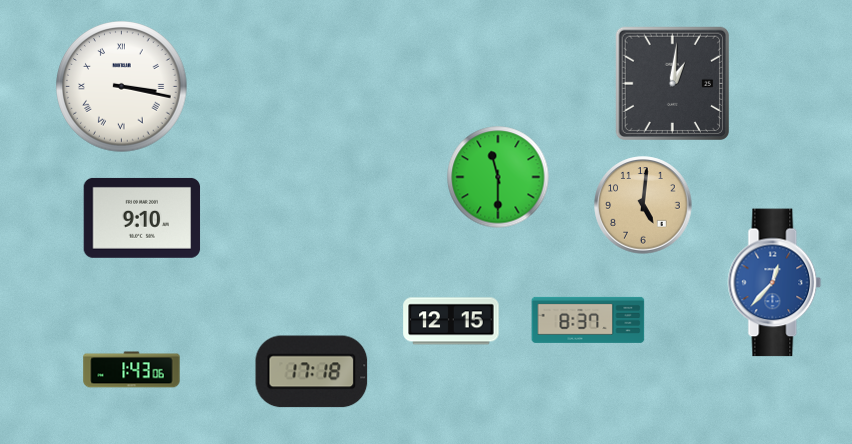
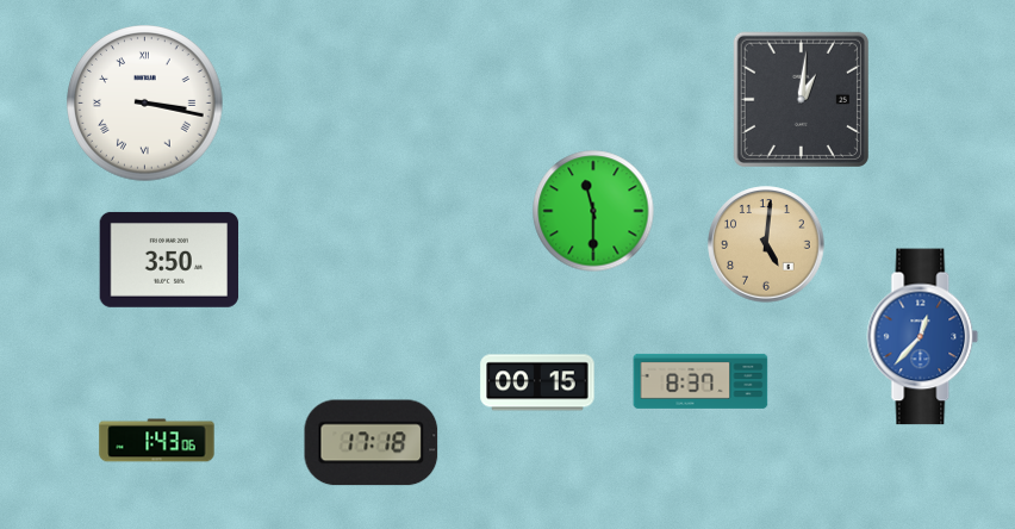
clock at (142, 218): 9:10 -> 3:50
clock at (451, 321): 12:15 -> 00:15
